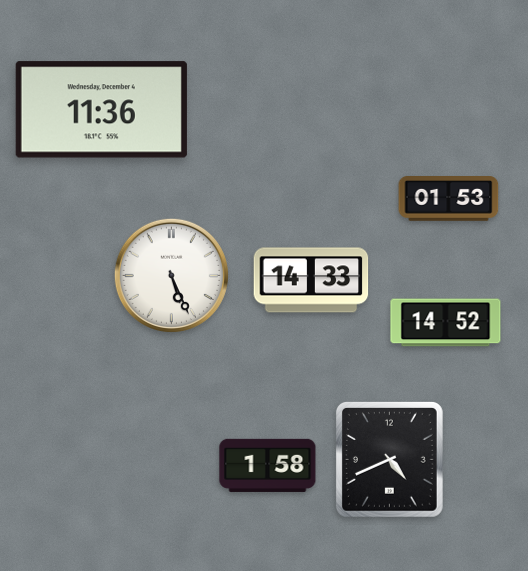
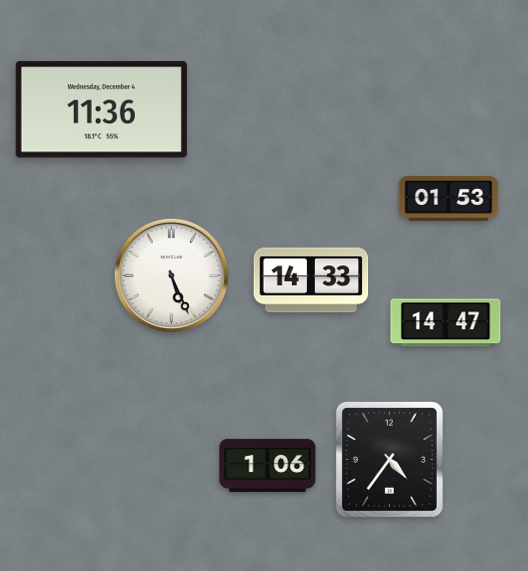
clock at (446, 323): 14:52 -> 14:47
clock at (389, 460): 4:41 -> 4:36
clock at (268, 465): 1:58 -> 1:06
